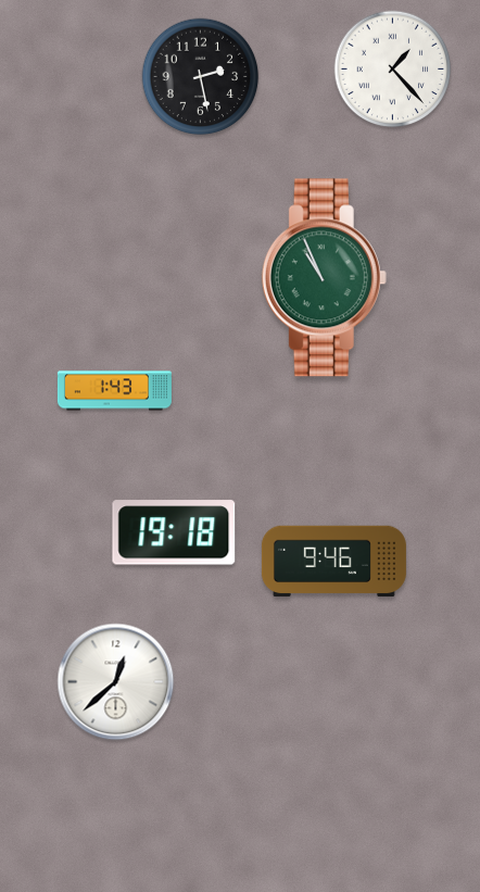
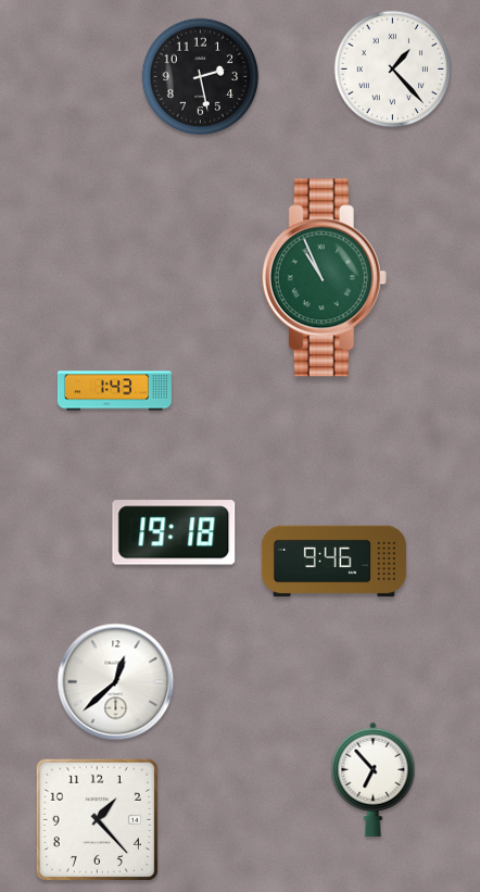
clock at (374, 779): none -> 6:53
clock at (97, 819): none -> 1:23
